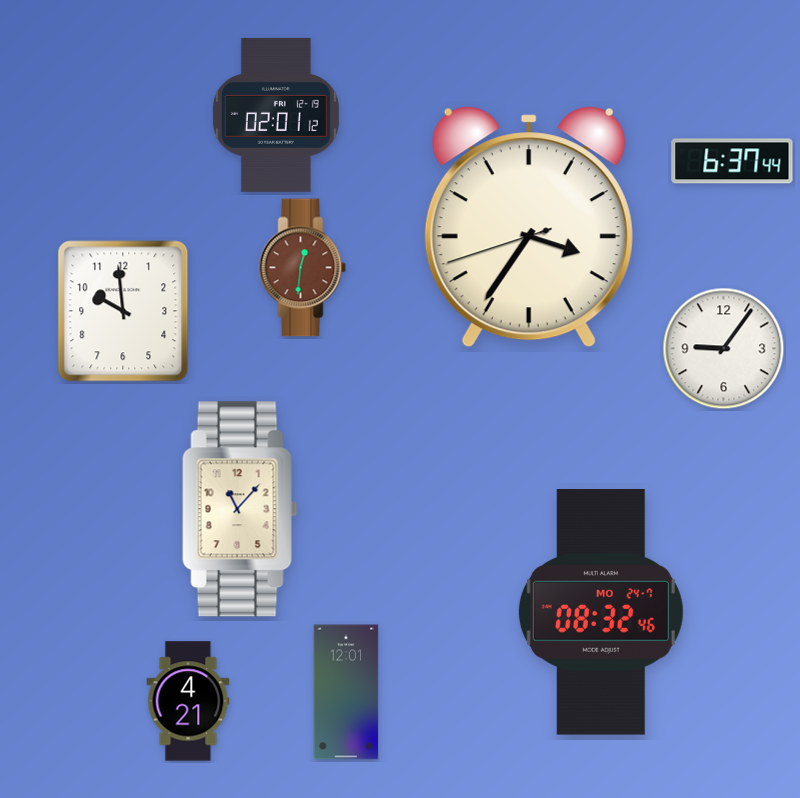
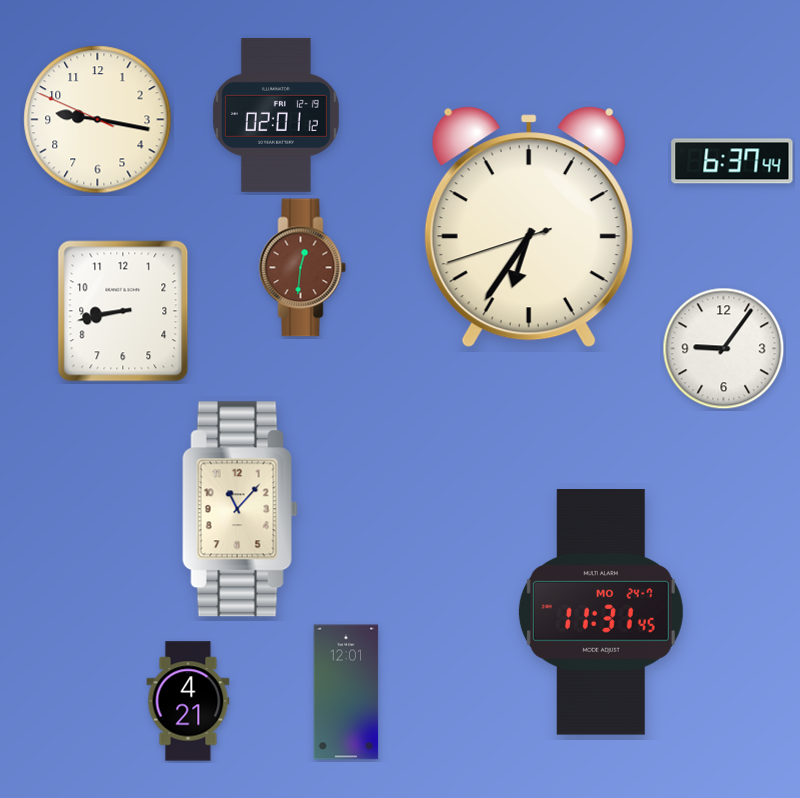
clock at (98, 120): none -> 9:16
clock at (529, 227): 3:35 -> 6:35
clock at (123, 311): 9:59 -> 8:43
clock at (601, 613): 08:32 -> 11:31
